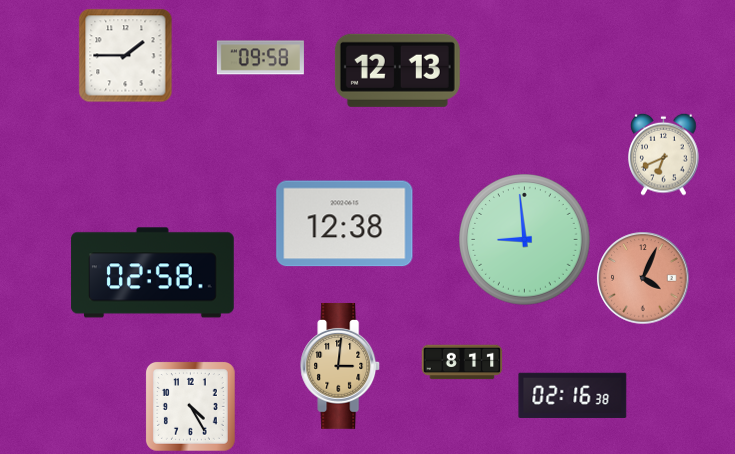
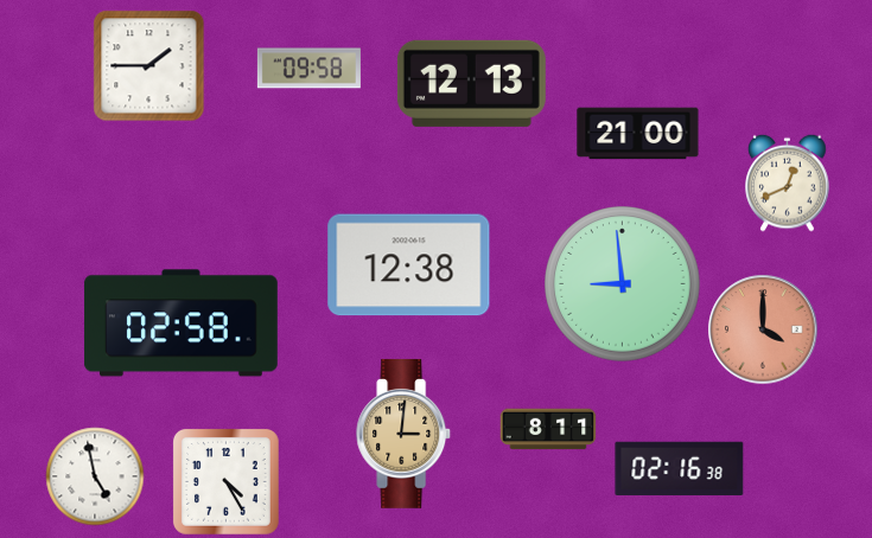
clock at (638, 134): none -> 21:00
clock at (664, 154): 6:41 -> 12:41
clock at (643, 278): 4:04 -> 4:00
clock at (95, 476): none -> 4:58
